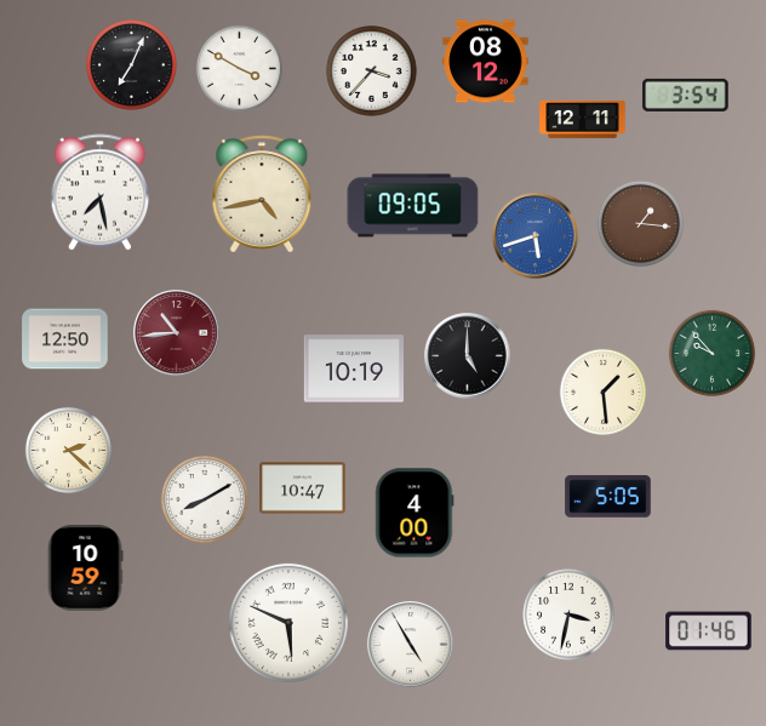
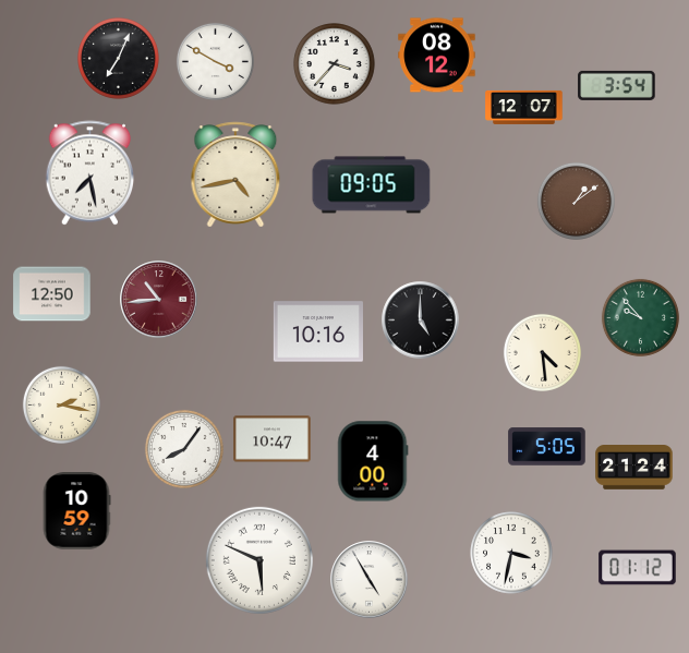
clock at (583, 119): 12:11 -> 12:07
clock at (640, 223): 1:16 -> 1:09
clock at (536, 236): 5:42 -> none
clock at (65, 339) position: (65, 339) -> (52, 294)
clock at (354, 368): 10:19 -> 10:16
clock at (602, 391): 1:29 -> 4:29
clock at (68, 450): 2:22 -> 2:17
clock at (205, 499): 8:10 -> 8:06
clock at (634, 468): none -> 21:24
clock at (709, 631): 01:46 -> 01:12
